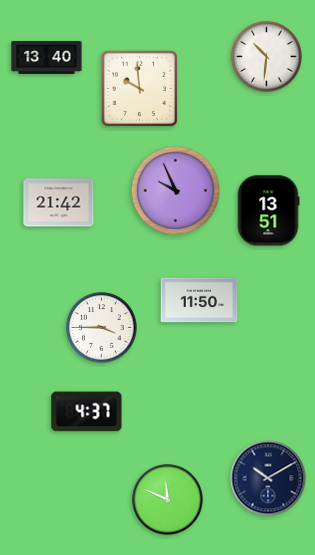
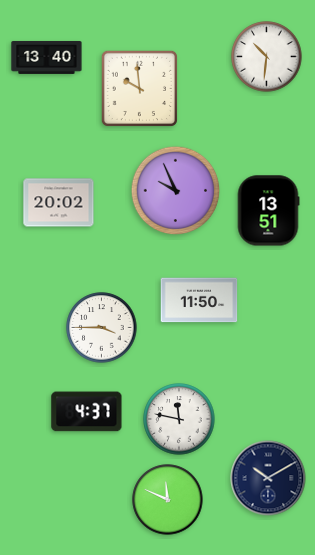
clock at (59, 203): 21:42 -> 20:02
clock at (179, 419): none -> 11:47
